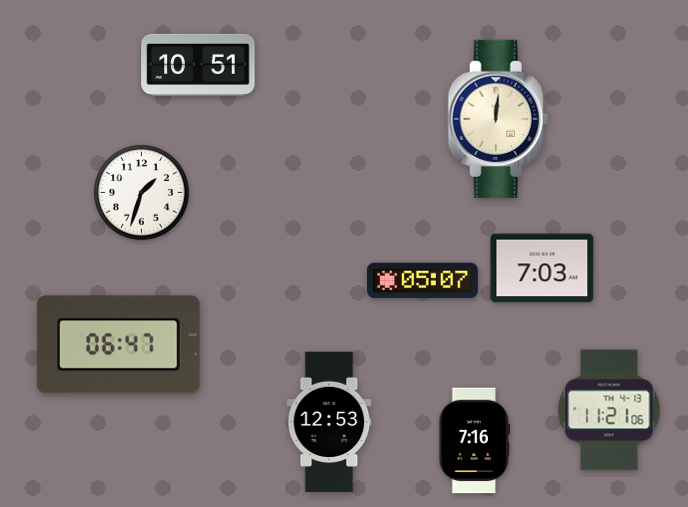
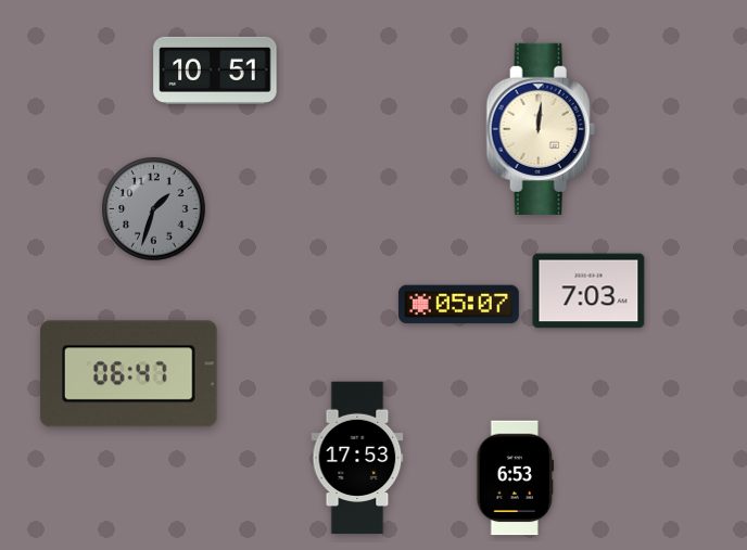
clock at (142, 193) dial: white -> grey
clock at (609, 410): 11:21 -> none
clock at (329, 422): 12:53 -> 17:53
clock at (475, 441): 7:16 -> 6:53
